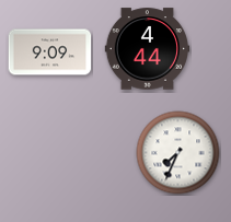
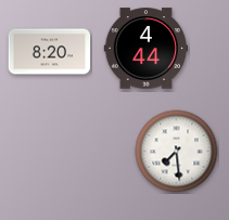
clock at (50, 52): 9:09 -> 8:20
clock at (178, 153): 7:34 -> 7:29
